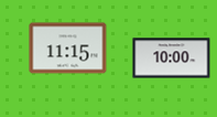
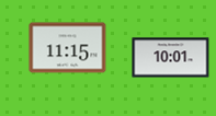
clock at (172, 59): 10:00 -> 10:01
